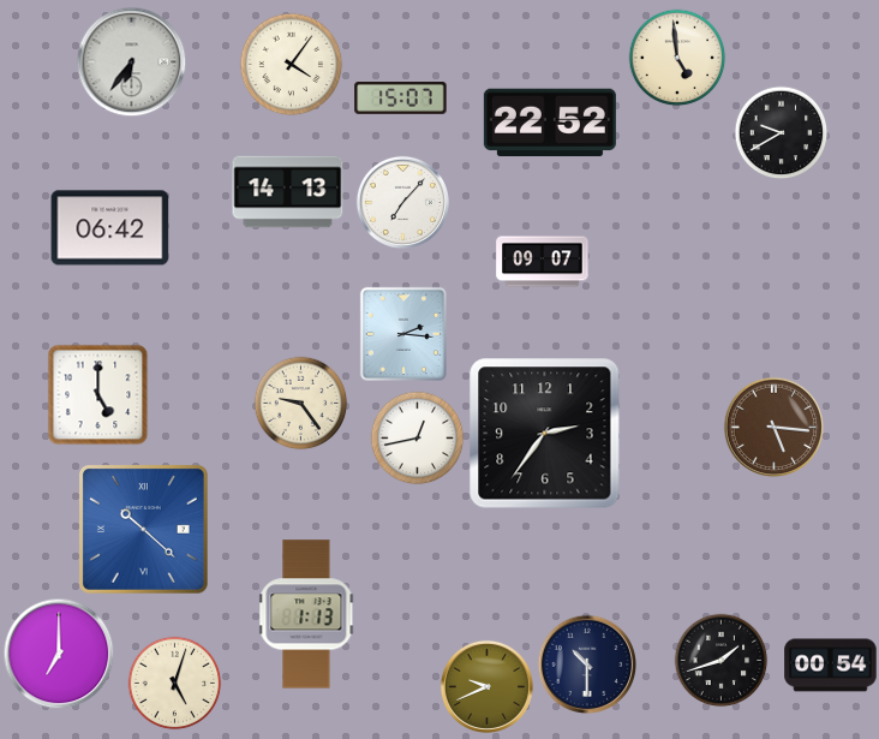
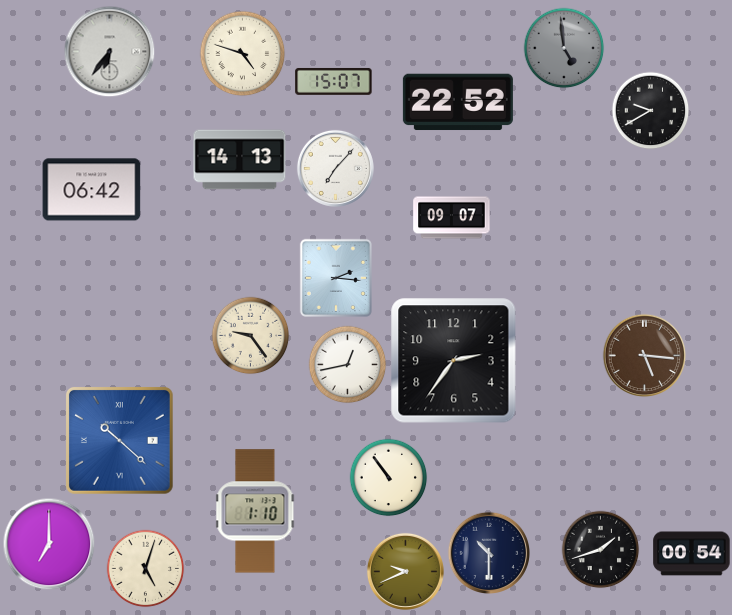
clock at (677, 58) dial: cream -> grey
clock at (291, 64): 4:06 -> 4:48
clock at (97, 394): 5:00 -> none
clock at (388, 477): none -> 10:54
clock at (306, 614): 1:13 -> 1:10
